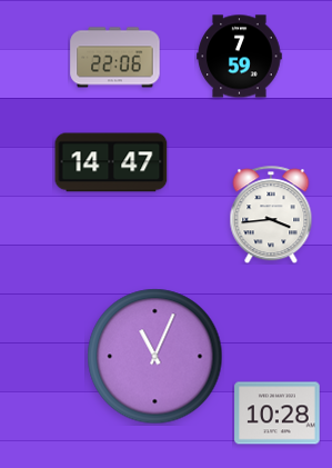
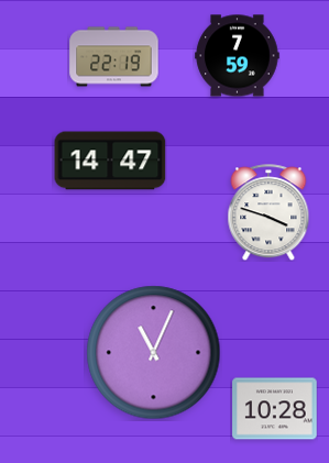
clock at (115, 58): 22:06 -> 22:19
clock at (271, 215): 3:44 -> 3:48
